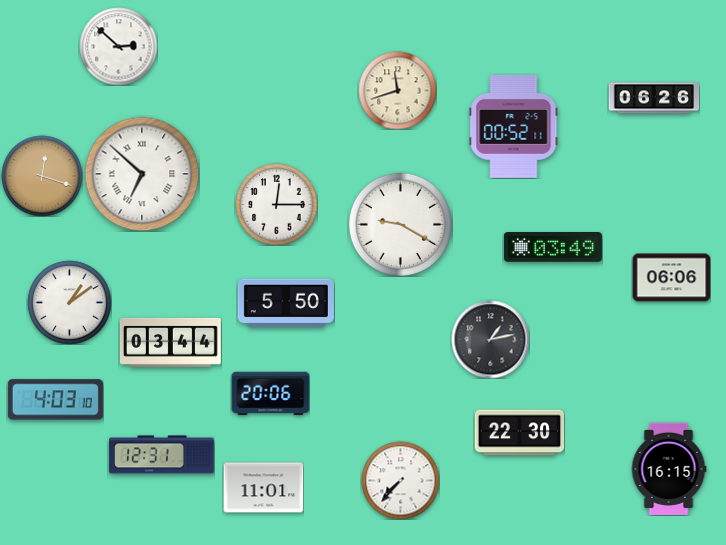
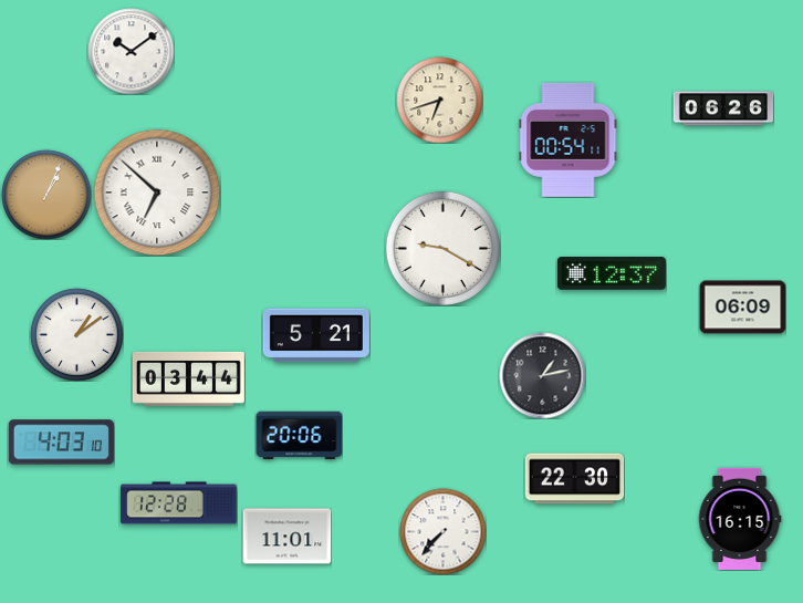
clock at (118, 46): 2:52 -> 10:09
clock at (397, 90): 11:42 -> 6:42
clock at (514, 127): 00:52 -> 00:54
clock at (42, 176): 12:18 -> 1:04
clock at (276, 204): 12:15 -> none
clock at (553, 248): 03:49 -> 12:37
clock at (671, 278): 06:06 -> 06:09
clock at (286, 303): 5:50 -> 5:21
clock at (162, 455): 12:31 -> 12:28
clock at (263, 488) position: (263, 488) -> (286, 537)
